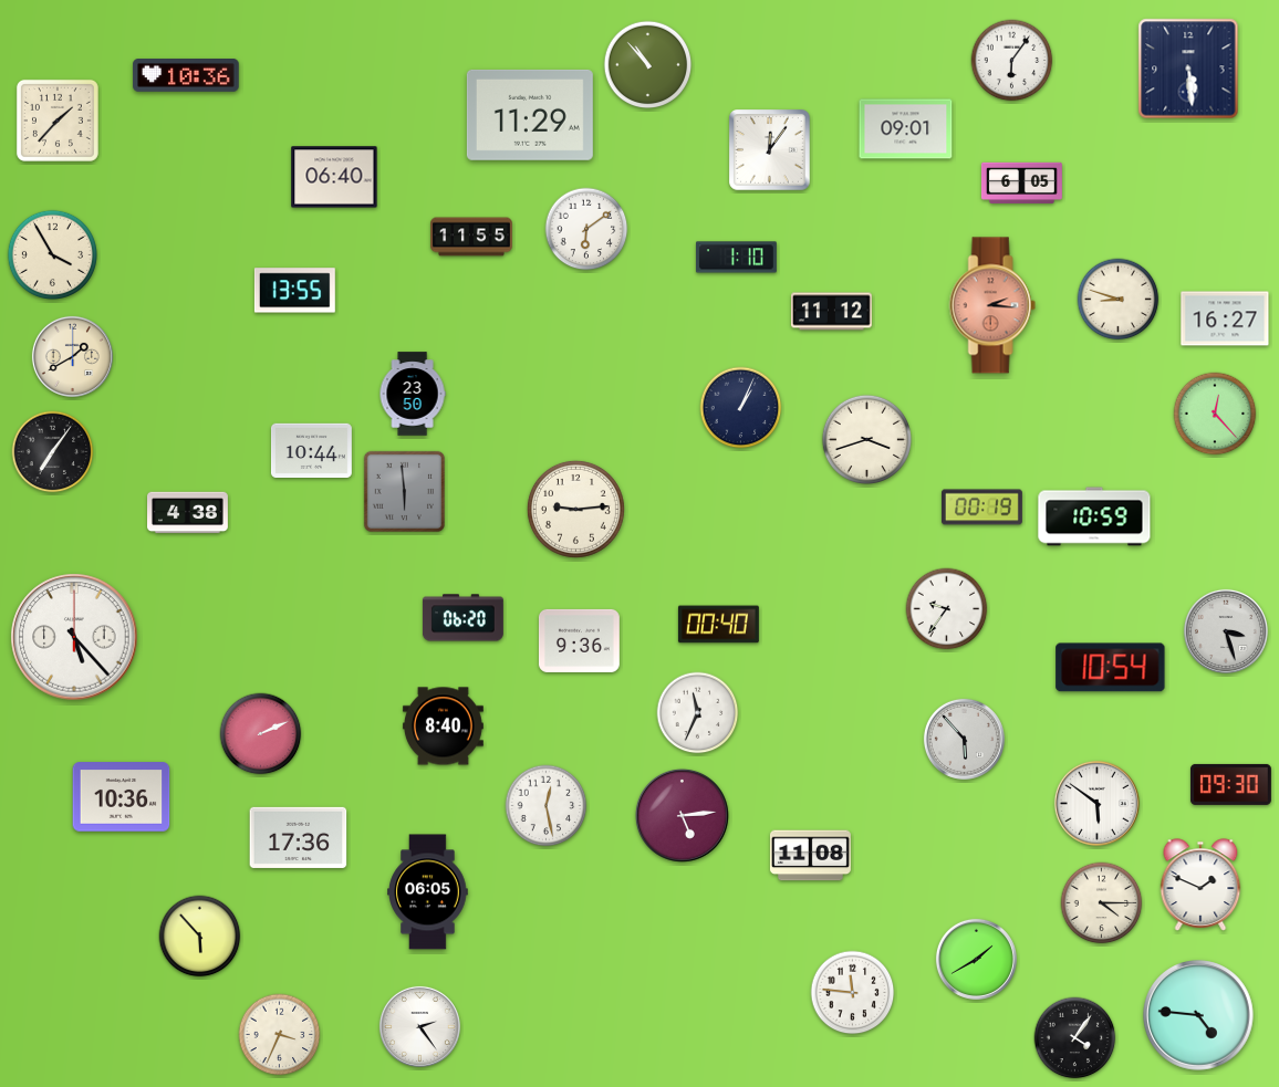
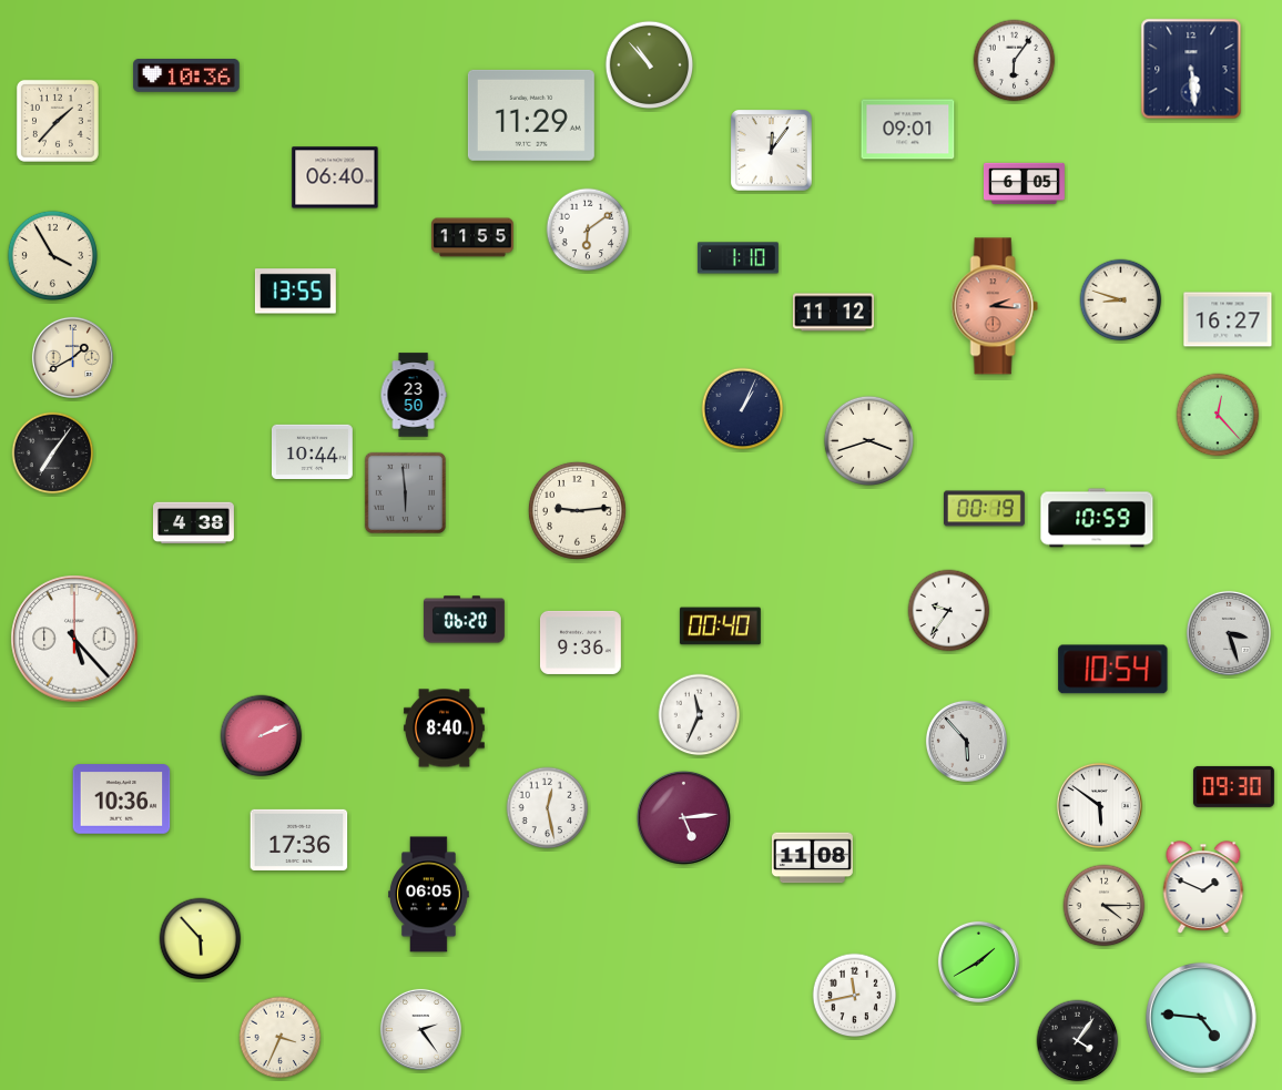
clock at (188, 513) position: (188, 513) -> (194, 523)
clock at (853, 993): 11:46 -> 11:43
